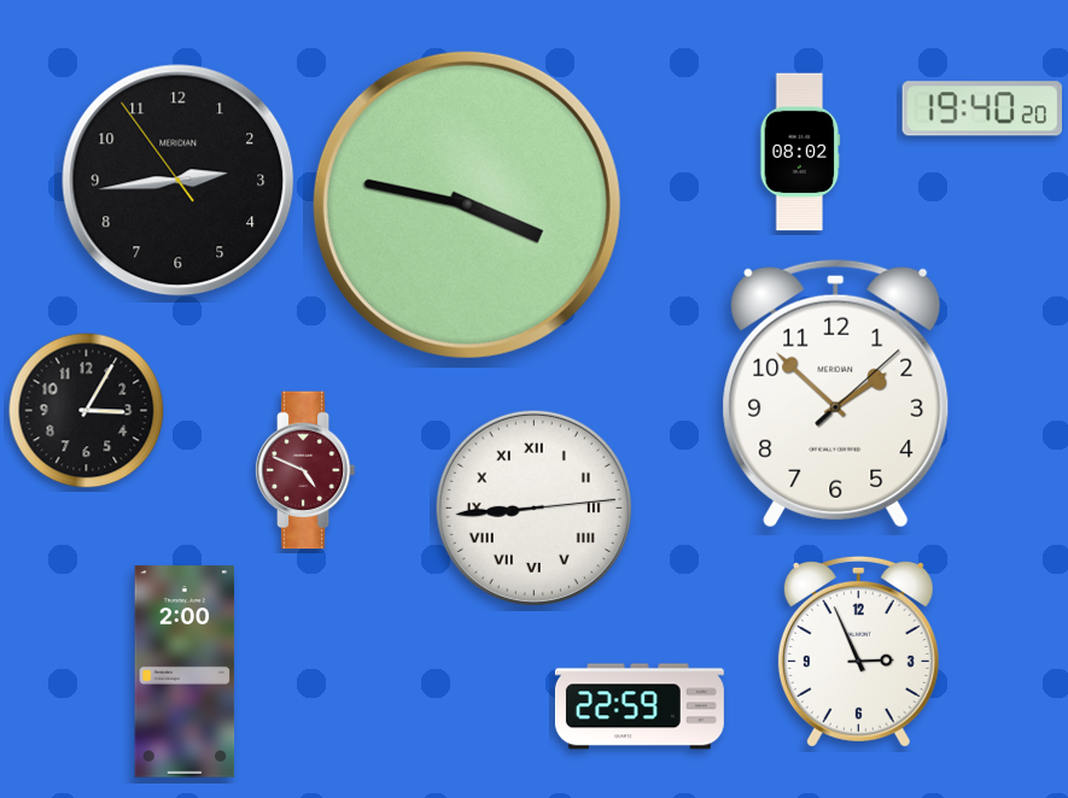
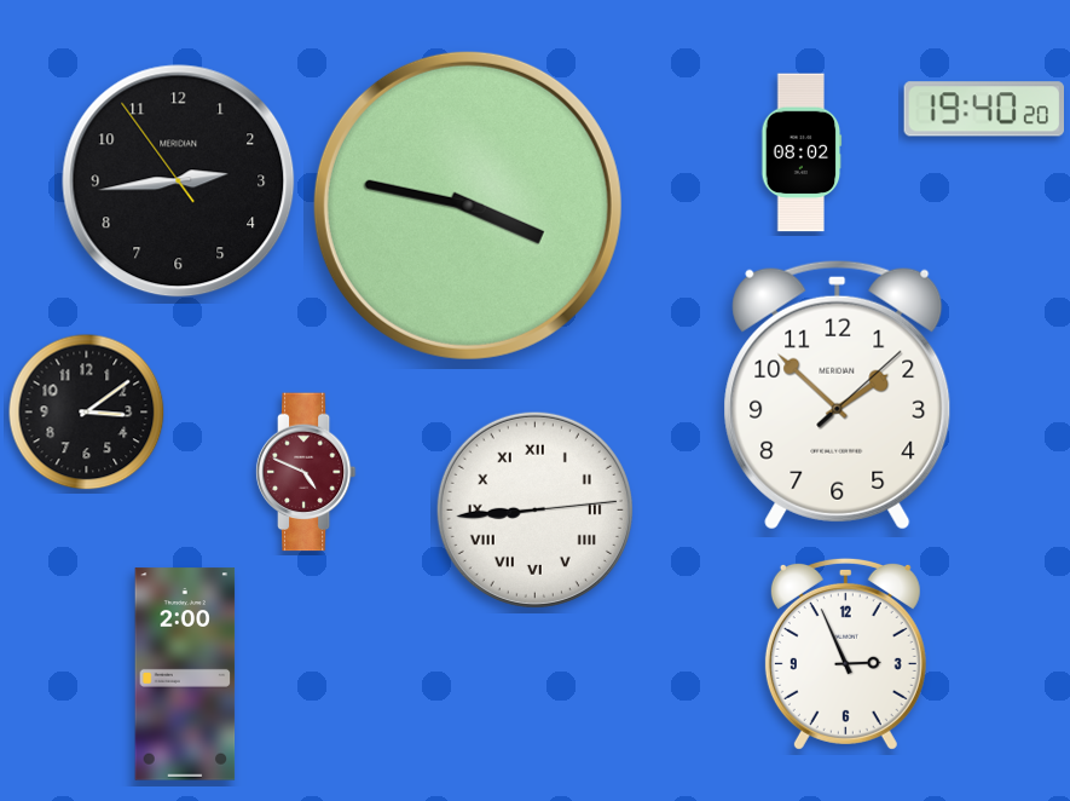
clock at (87, 411): 3:05 -> 3:09
clock at (858, 651) position: (858, 651) -> (845, 653)
clock at (640, 706): 22:59 -> none
